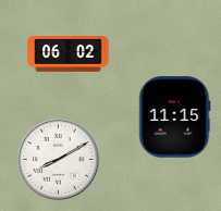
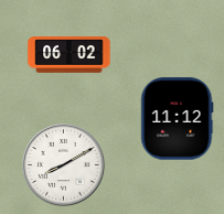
clock at (175, 117): 11:15 -> 11:12
clock at (59, 160) position: (59, 160) -> (64, 165)
